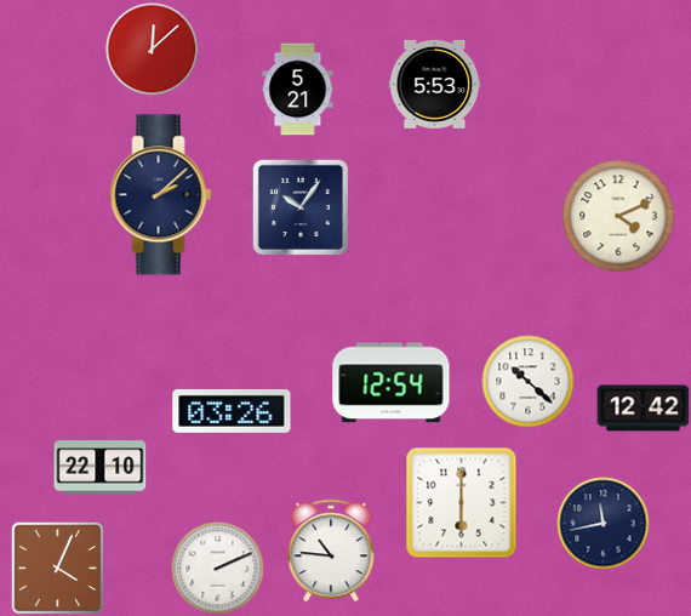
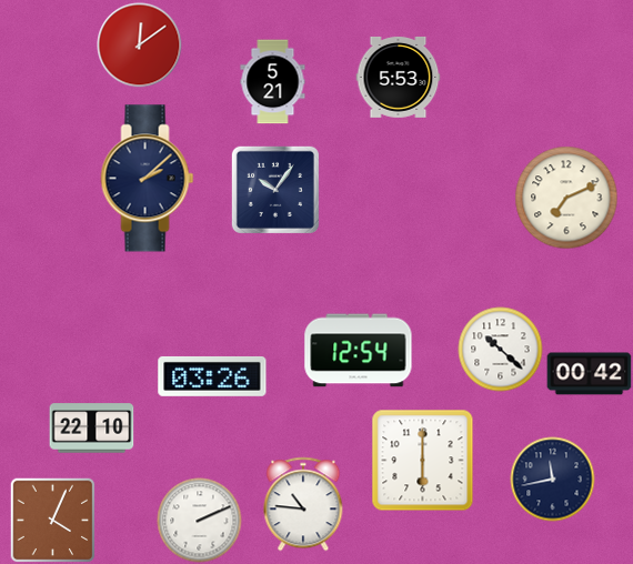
clock at (153, 50): 12:08 -> 12:09
clock at (618, 216): 4:11 -> 7:11
clock at (529, 382) position: (529, 382) -> (501, 350)
clock at (644, 409): 12:42 -> 00:42
